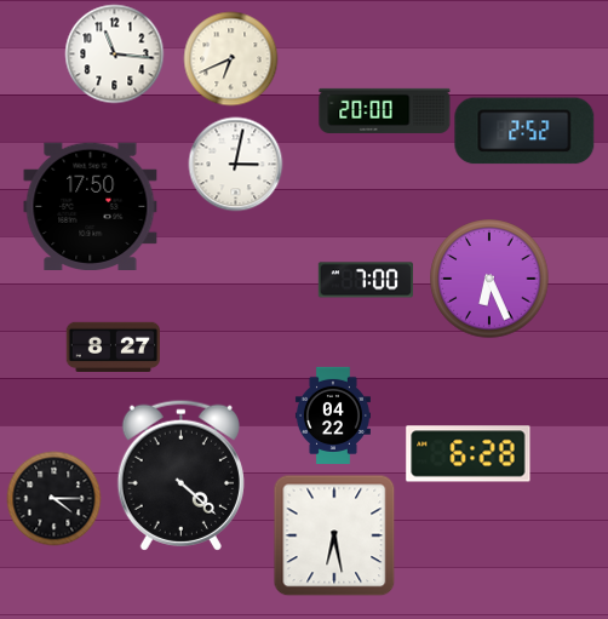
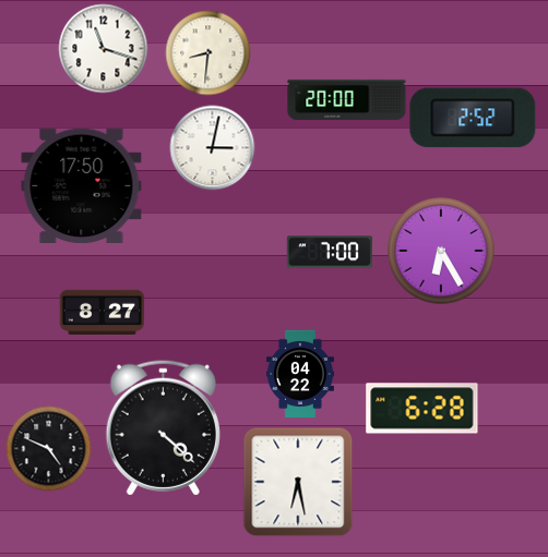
clock at (114, 53): 11:16 -> 11:18
clock at (230, 58): 6:41 -> 8:31
clock at (489, 279): 6:26 -> 6:25
clock at (53, 498): 4:15 -> 4:49
clock at (334, 535) position: (334, 535) -> (298, 482)
